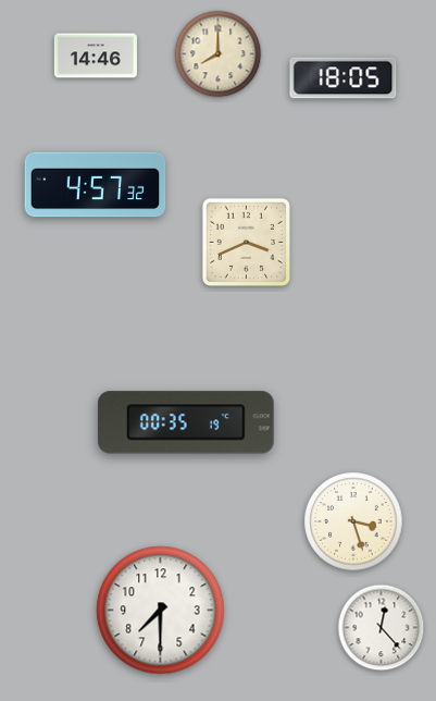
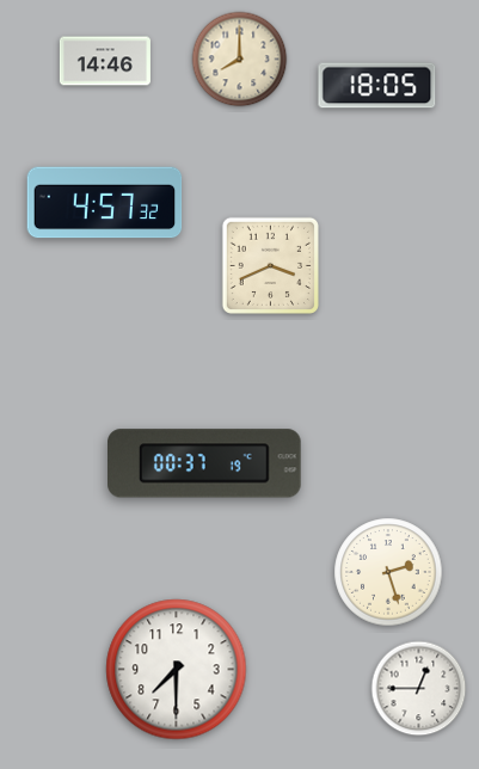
clock at (187, 422): 00:35 -> 00:37
clock at (353, 521): 3:27 -> 2:27
clock at (382, 628): 12:23 -> 12:45
